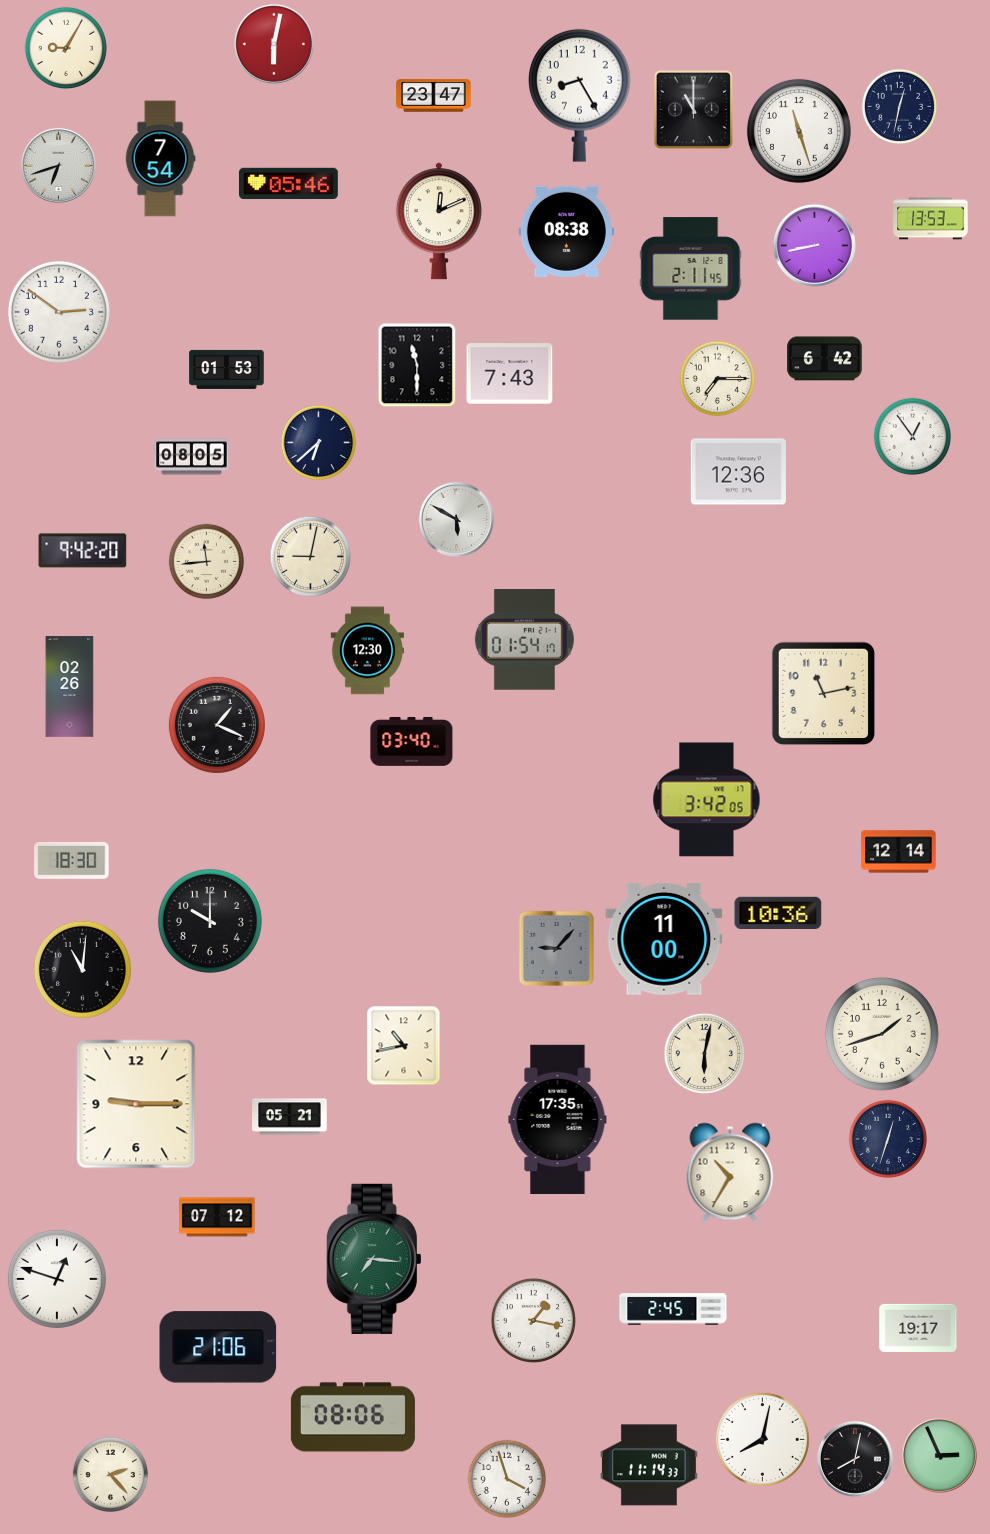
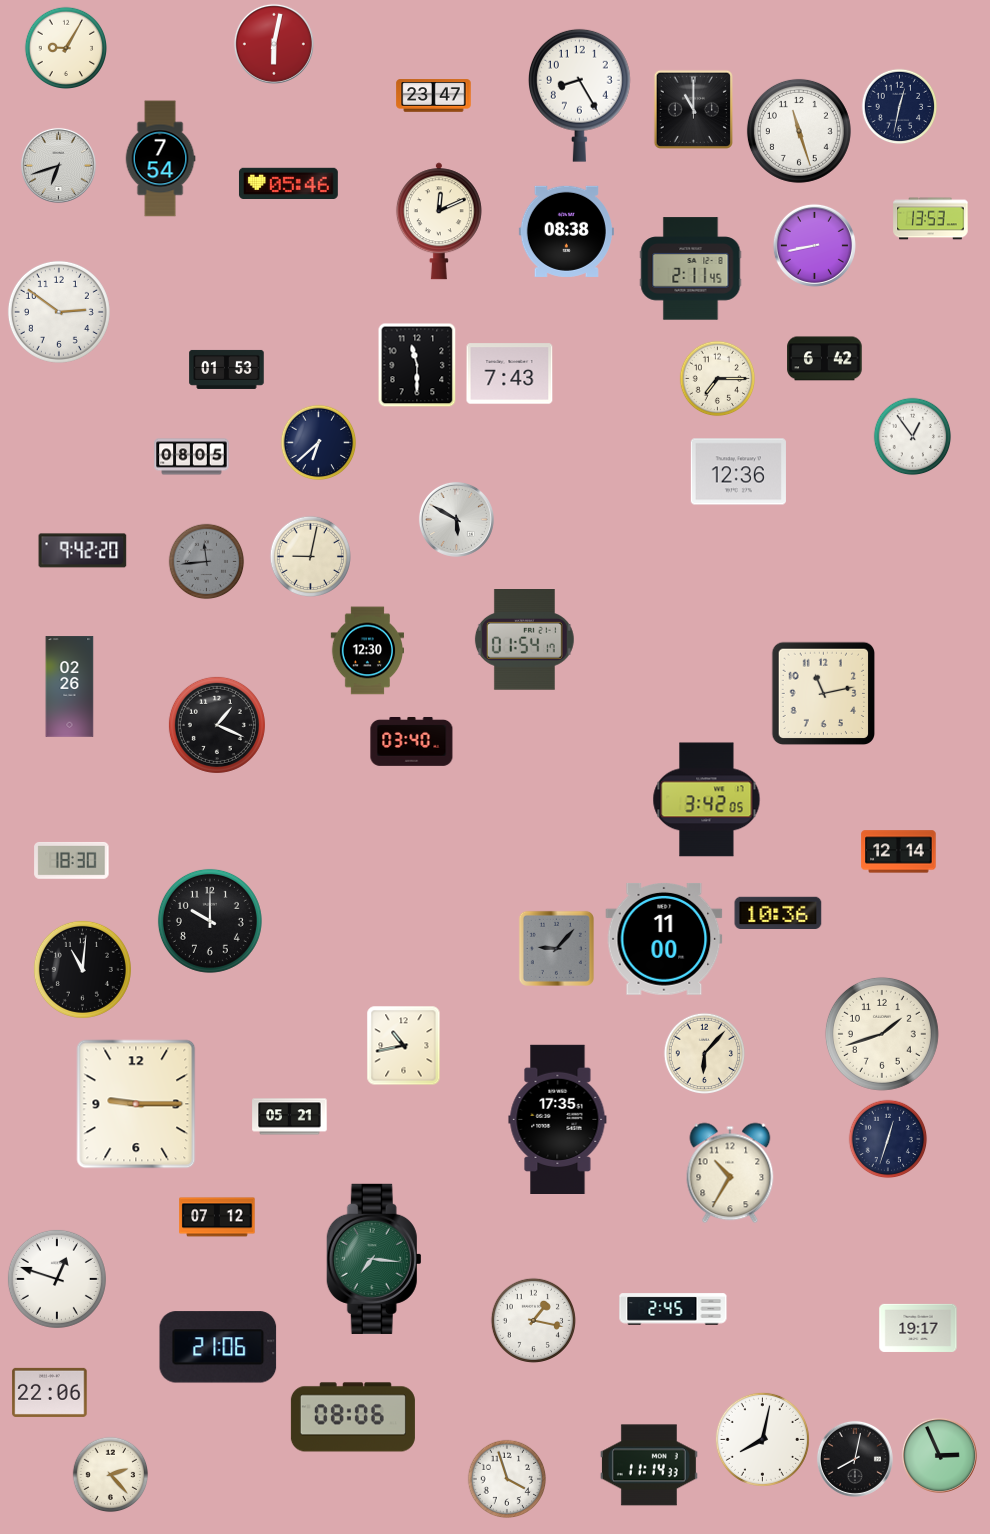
clock at (207, 562) dial: cream -> grey
clock at (704, 1053): 6:02 -> 6:07
clock at (50, 1392): none -> 22:06
